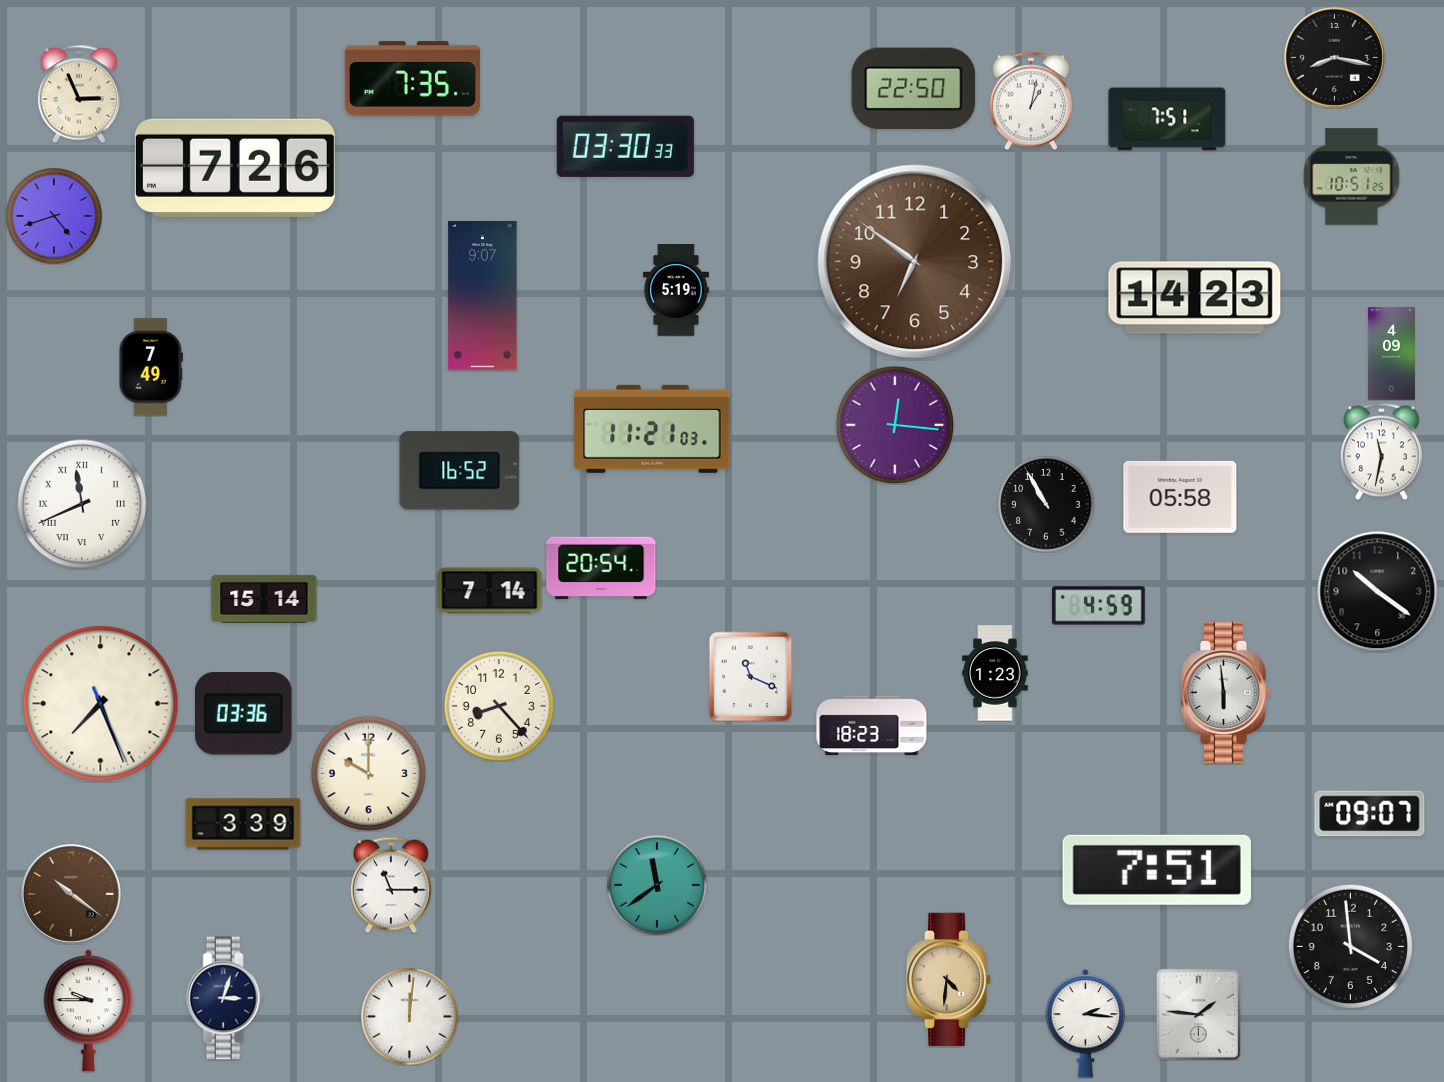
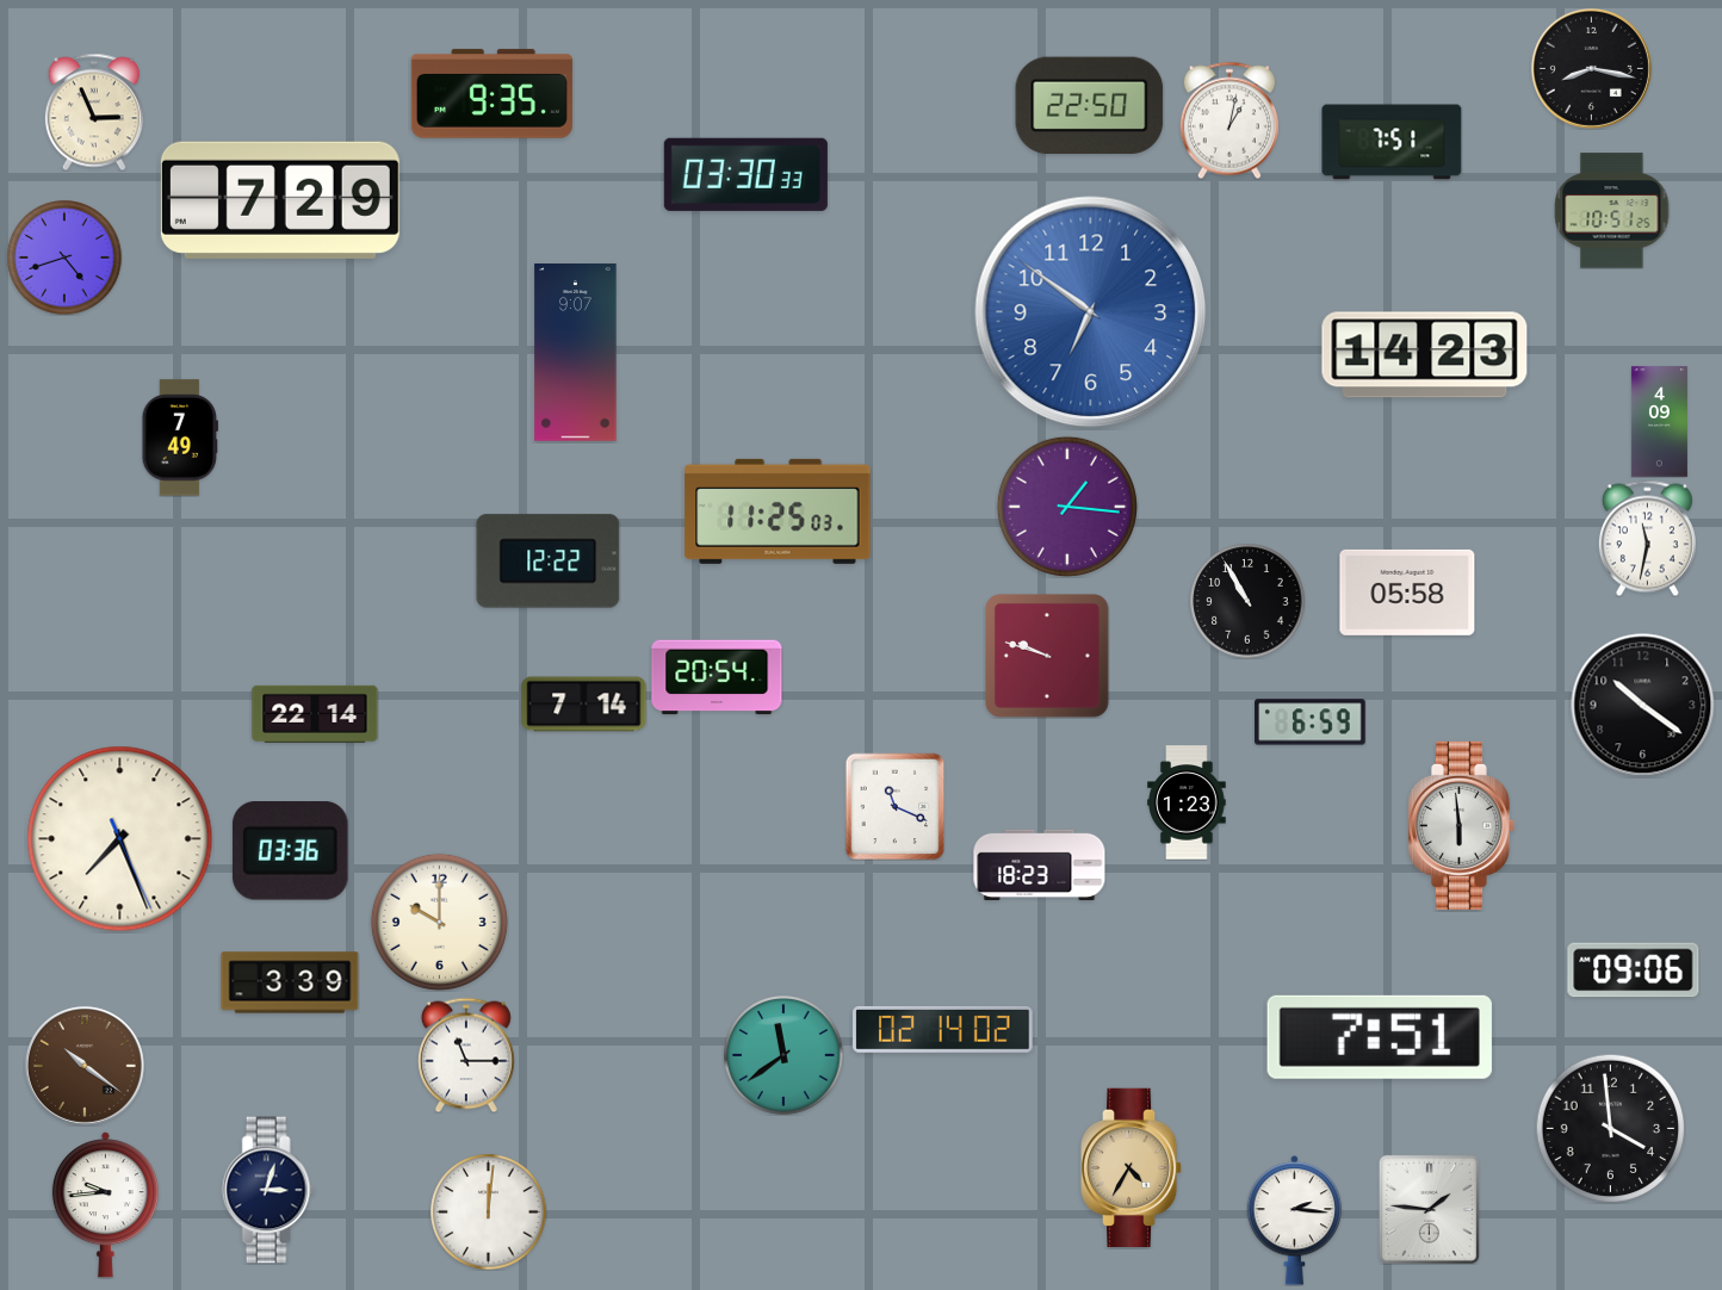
clock at (412, 79): 7:35 -> 9:35
clock at (235, 168): 7:26 -> 7:29
clock at (915, 262) dial: brown -> blue
clock at (676, 290): 5:19 -> none
clock at (895, 425): 12:16 -> 1:16
clock at (652, 429): 11:21 -> 11:25
clock at (460, 471): 16:52 -> 12:22
clock at (82, 504): 11:41 -> none
clock at (1048, 657): none -> 9:48
clock at (264, 599): 15:14 -> 22:14
clock at (1099, 606): 4:59 -> 6:59
clock at (499, 706): 8:23 -> none
clock at (1370, 814): 09:07 -> 09:06
clock at (943, 1029): none -> 02:14
clock at (949, 979): 4:31 -> 4:35
clock at (88, 1011): 9:45 -> 9:44
